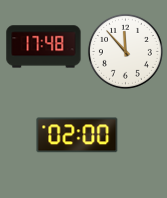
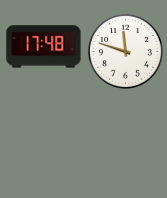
clock at (125, 51): 11:53 -> 11:48
clock at (77, 135): 02:00 -> none
